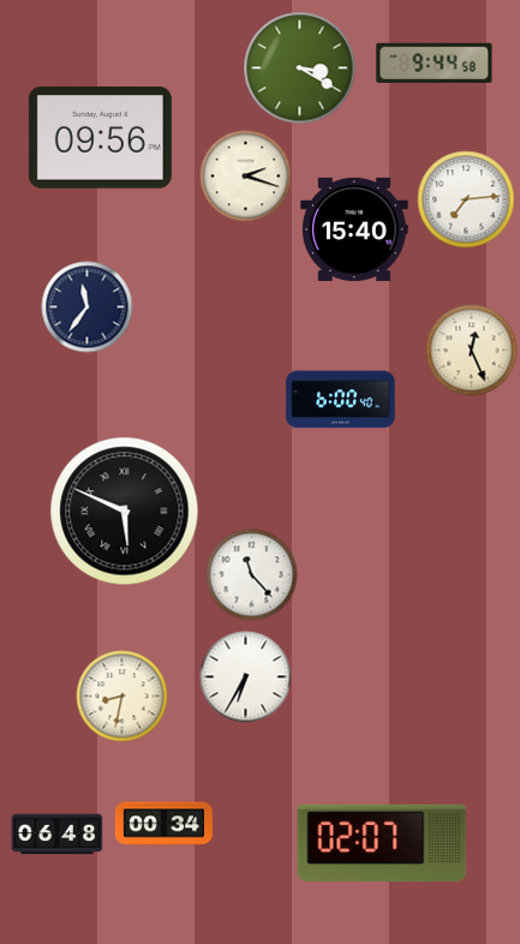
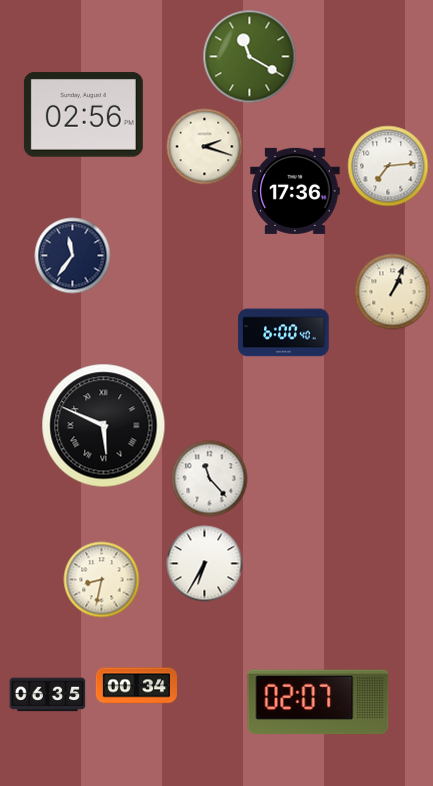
clock at (435, 62): 9:44 -> none
clock at (300, 68): 3:20 -> 11:20
clock at (100, 138): 09:56 -> 02:56
clock at (354, 229): 15:40 -> 17:36
clock at (472, 351): 12:26 -> 1:04
clock at (58, 835): 06:48 -> 06:35
